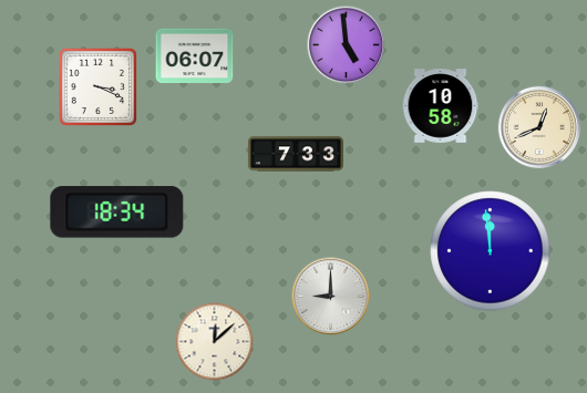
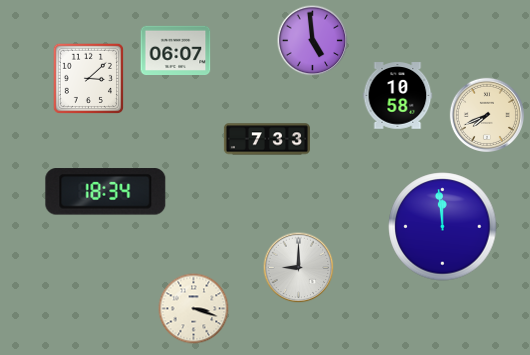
clock at (97, 86): 3:19 -> 3:08
clock at (538, 126): 12:41 -> 7:41
clock at (215, 342): 12:08 -> 3:18
